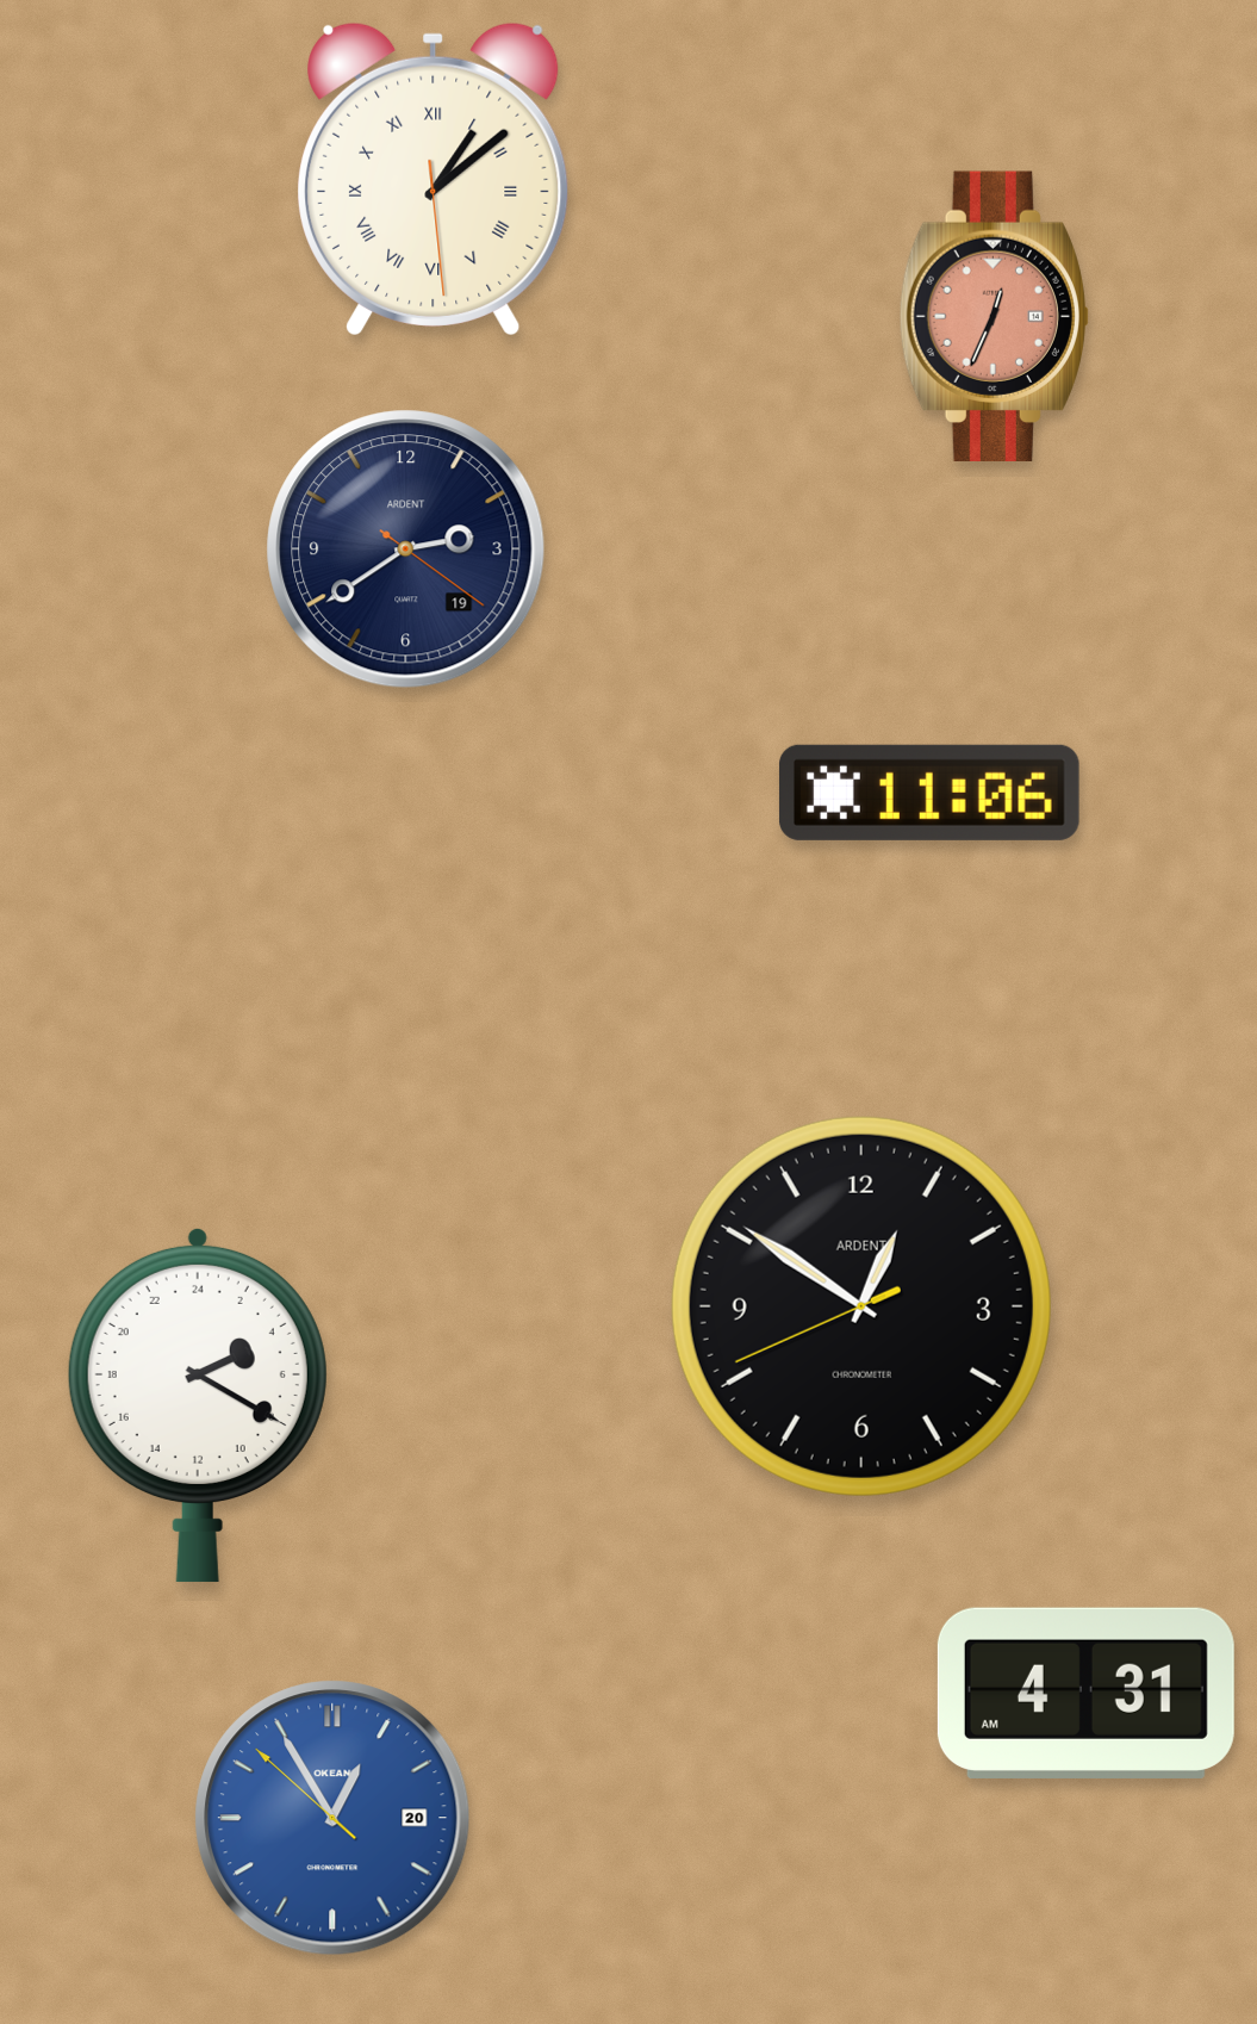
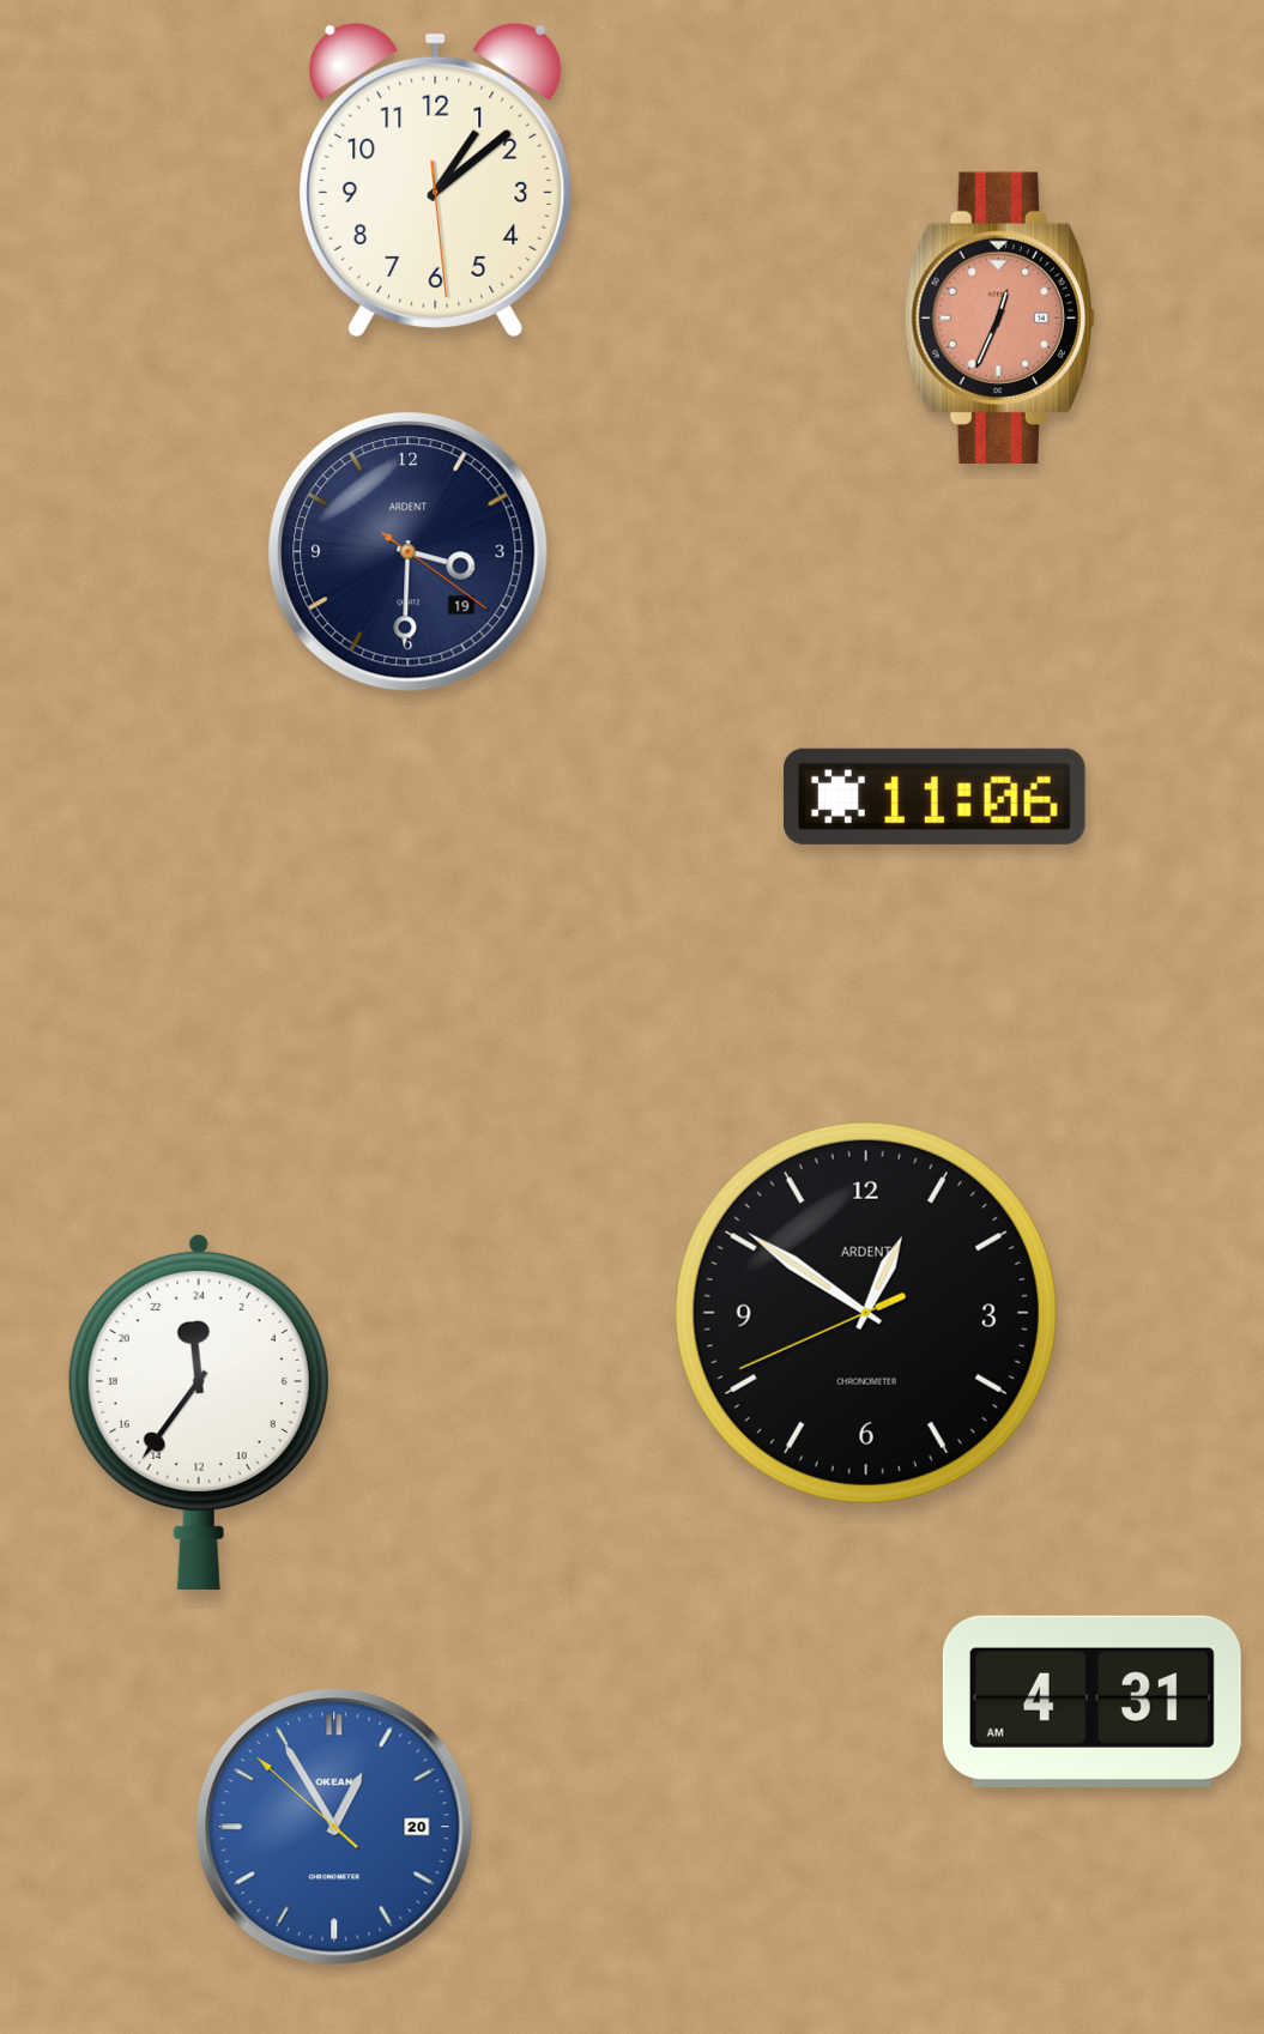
clock at (434, 179) numerals: Roman -> Arabic
clock at (406, 550): 2:39 -> 3:30
clock at (198, 1405): 4:20 -> 23:36
